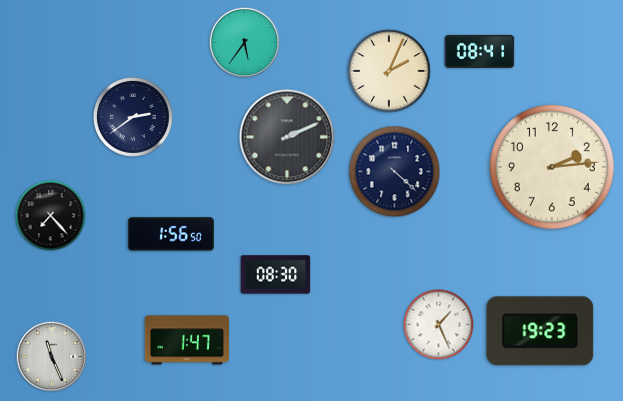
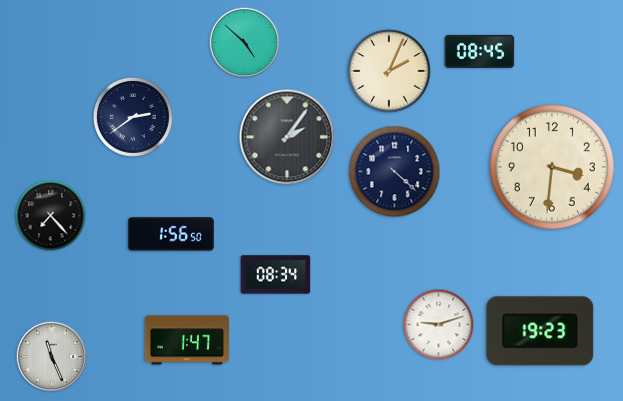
clock at (245, 43): 5:36 -> 4:52
clock at (480, 51): 08:41 -> 08:45
clock at (287, 137): 2:11 -> 2:06
clock at (552, 167): 2:14 -> 3:31
clock at (276, 275): 08:30 -> 08:34
clock at (439, 325): 1:26 -> 9:12
